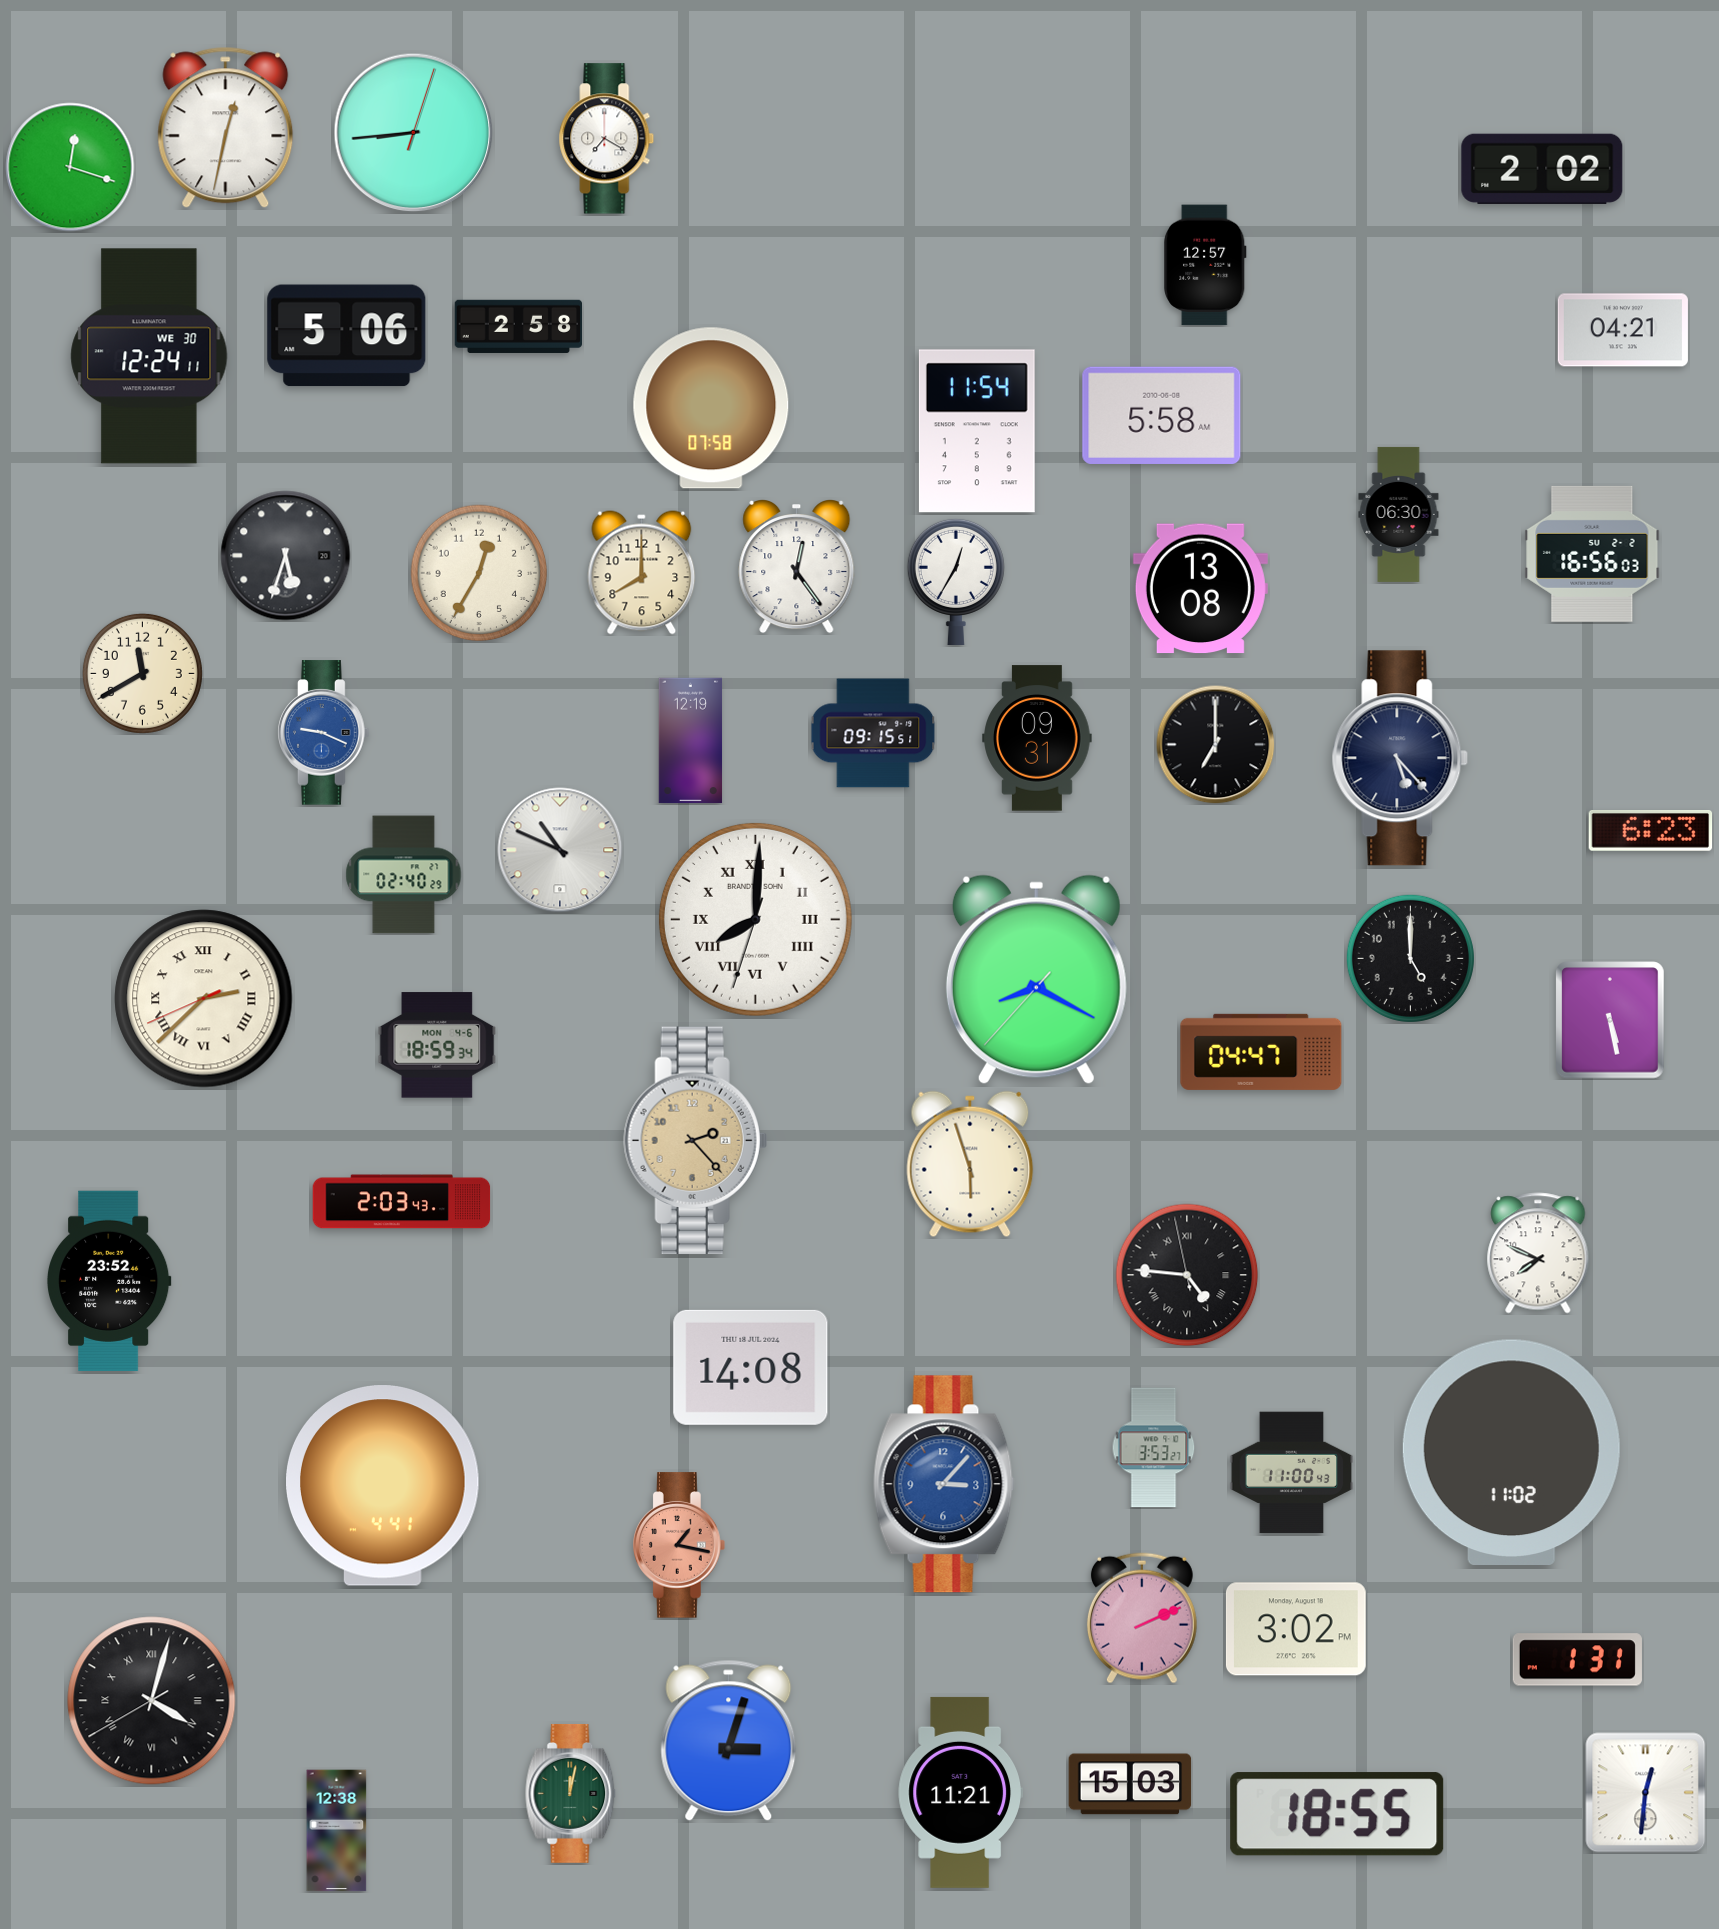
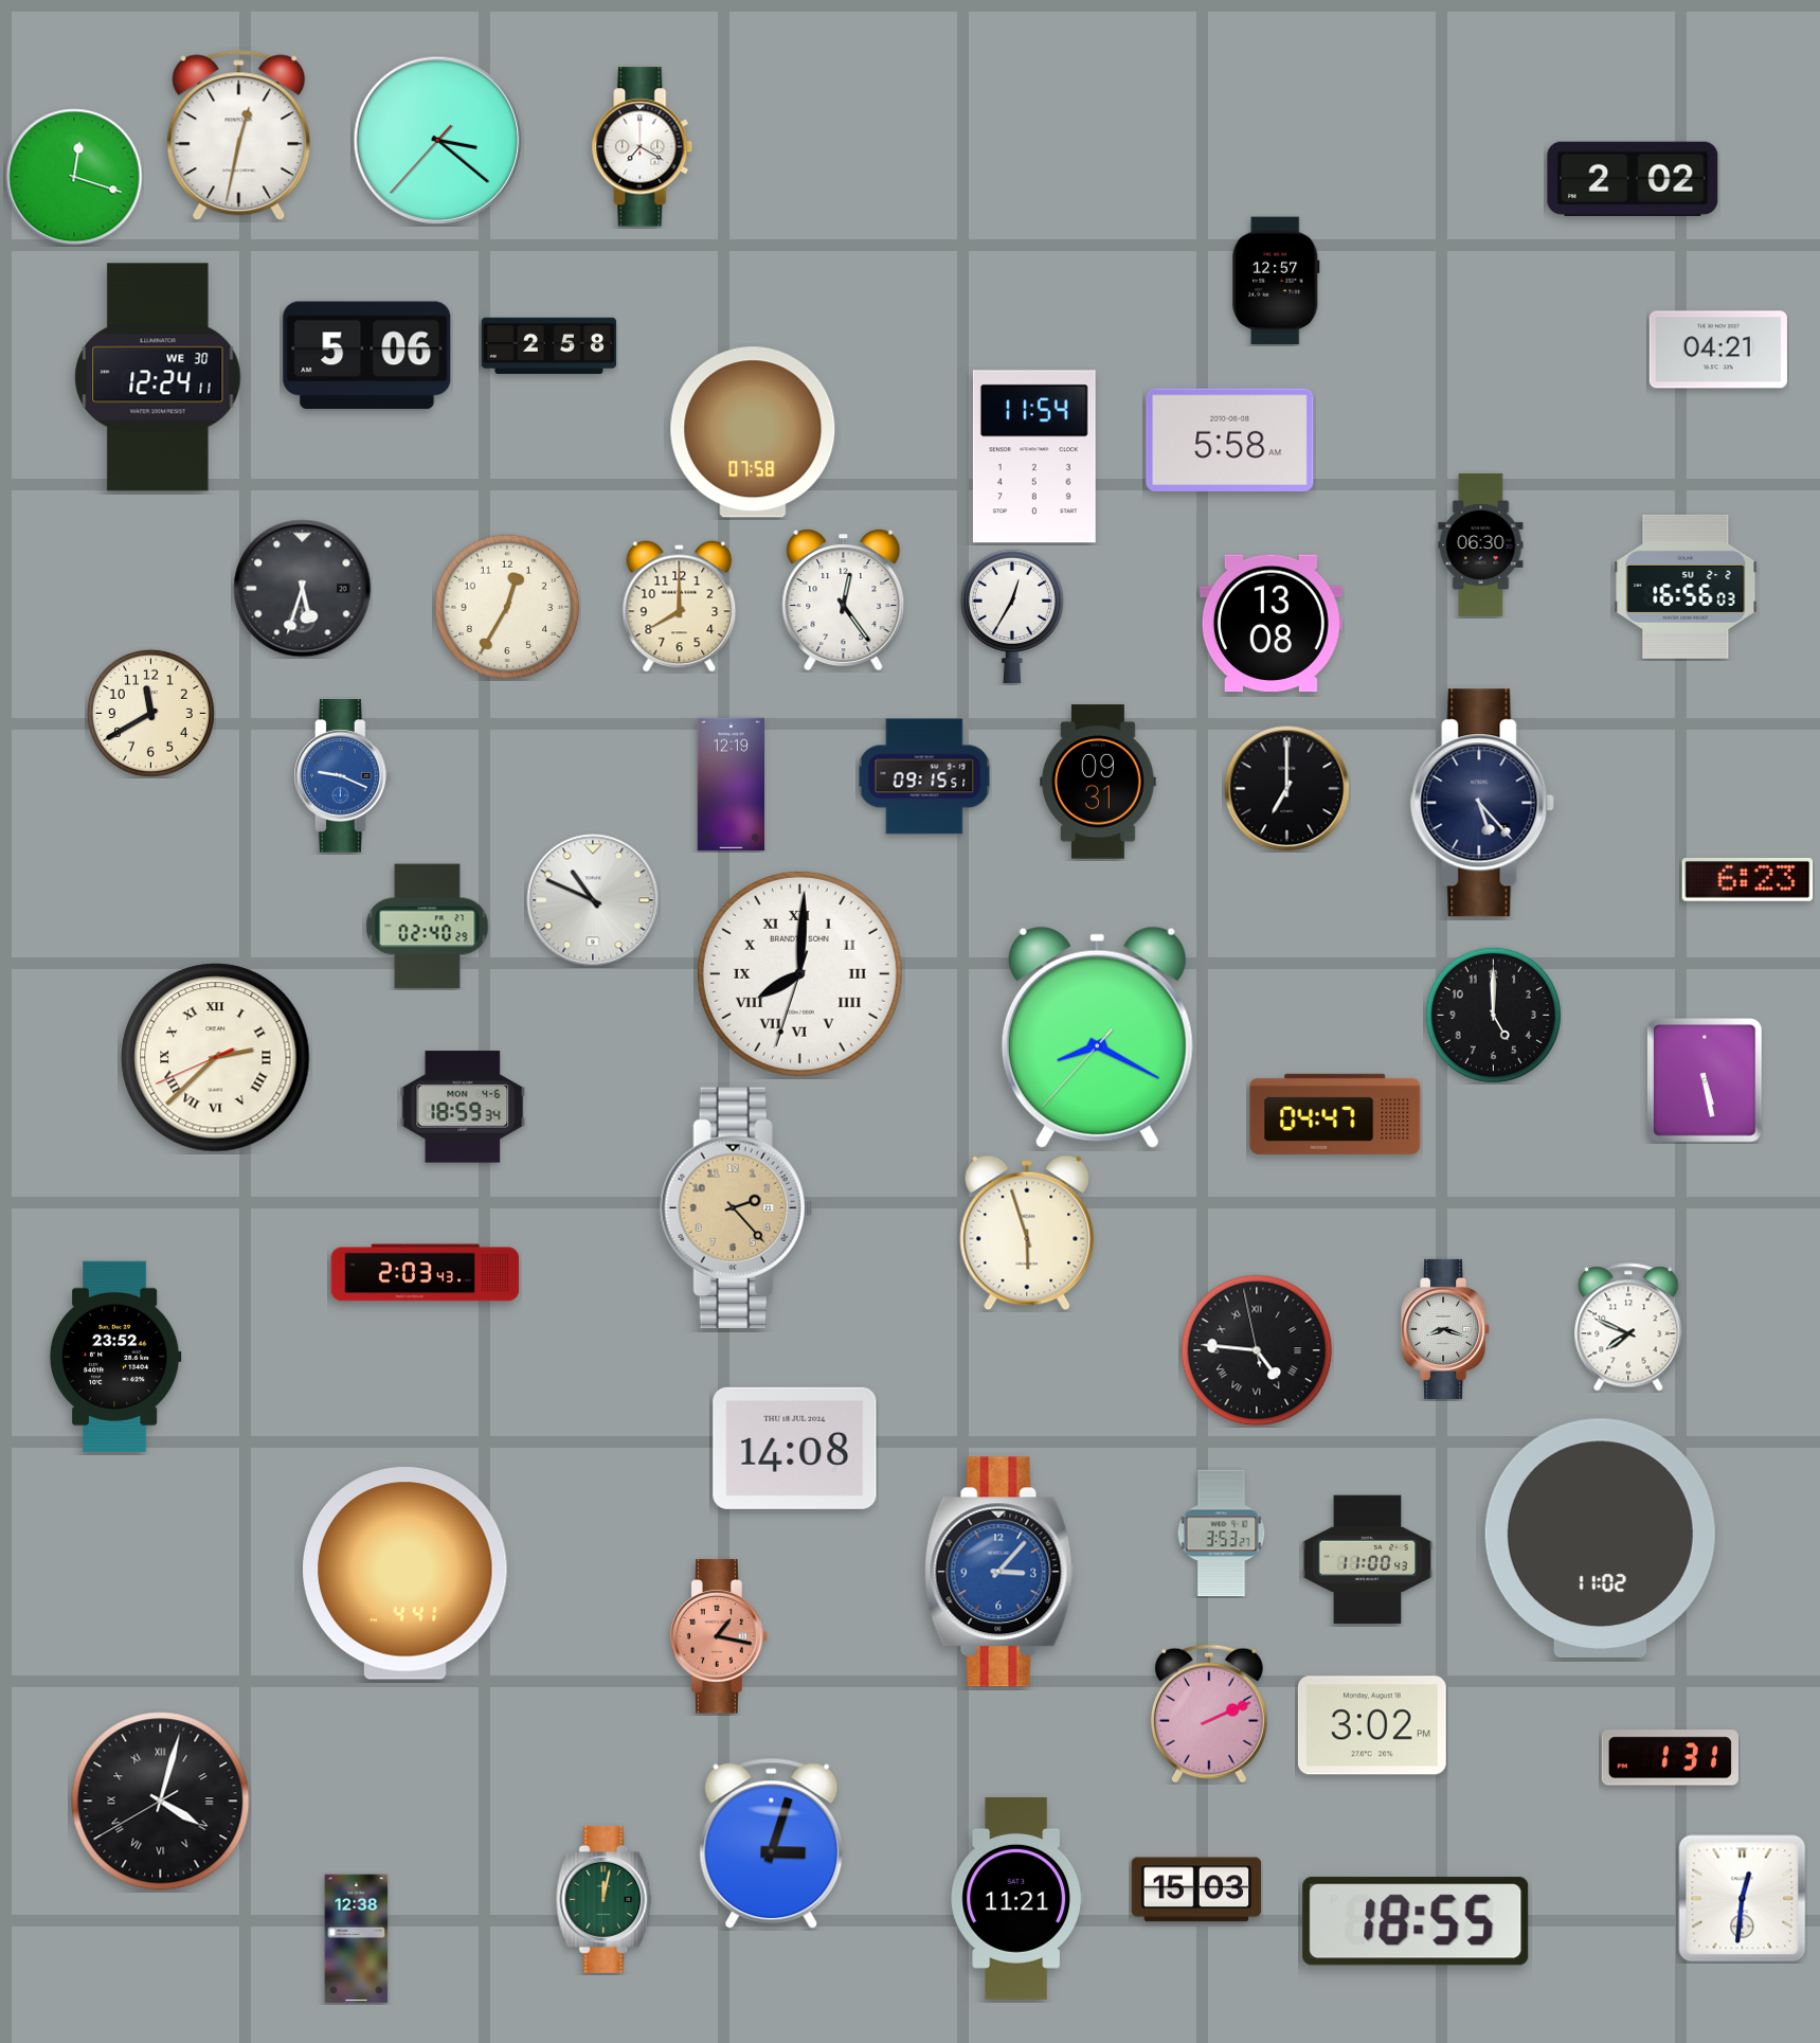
clock at (414, 133): 8:44 -> 3:21
clock at (1446, 1329): none -> 8:18
